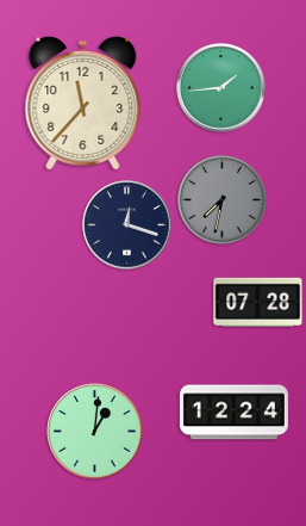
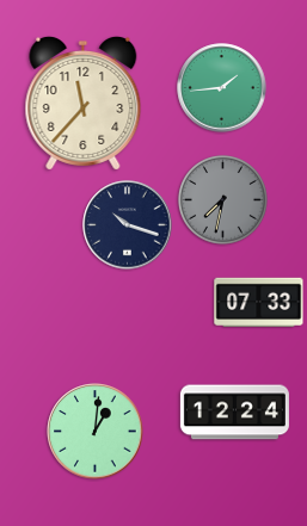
clock at (127, 225): 12:18 -> 10:18
clock at (258, 302): 07:28 -> 07:33
